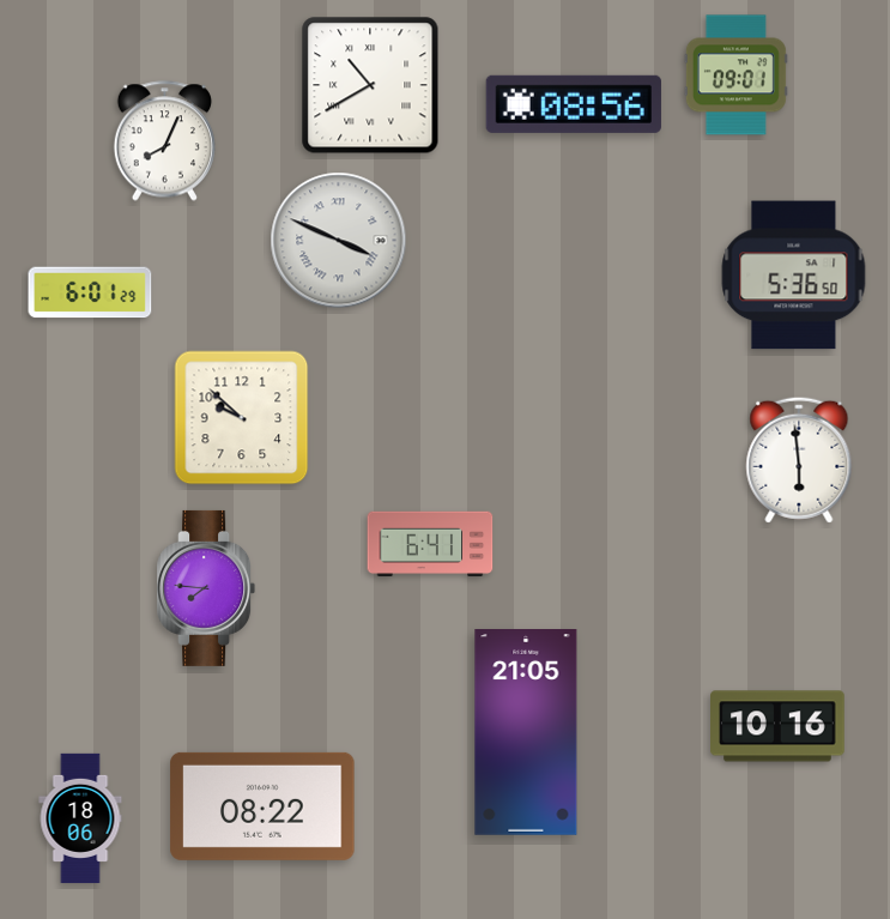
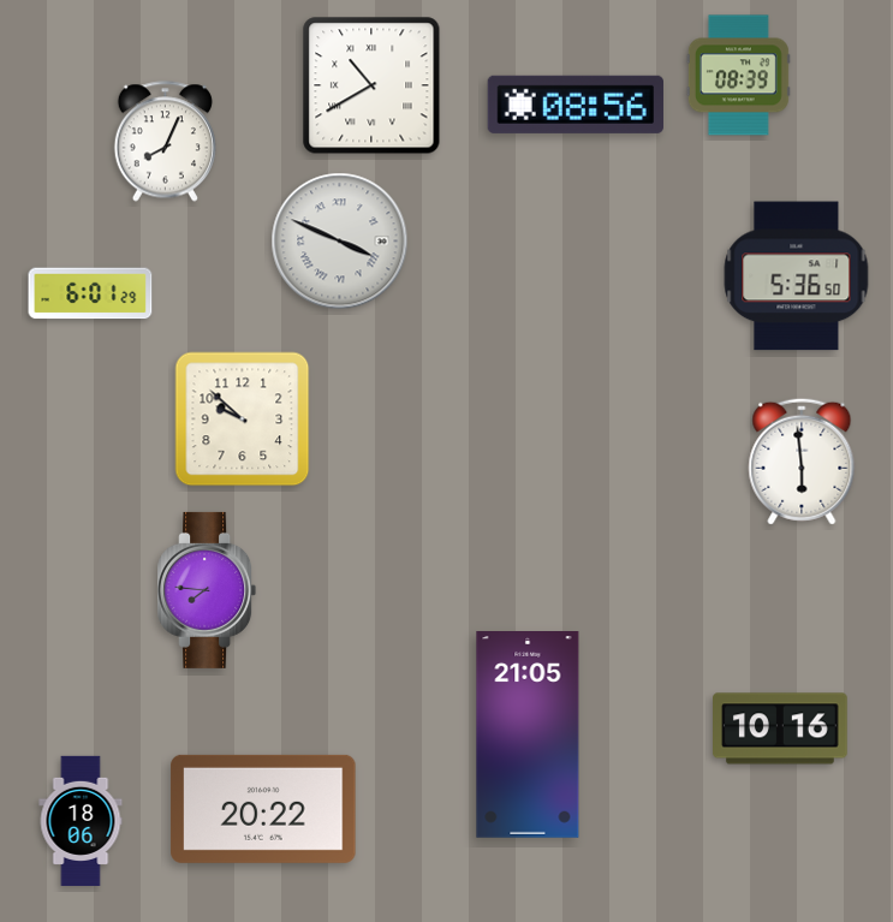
clock at (735, 75): 09:01 -> 08:39
clock at (430, 544): 6:41 -> none
clock at (262, 806): 08:22 -> 20:22
